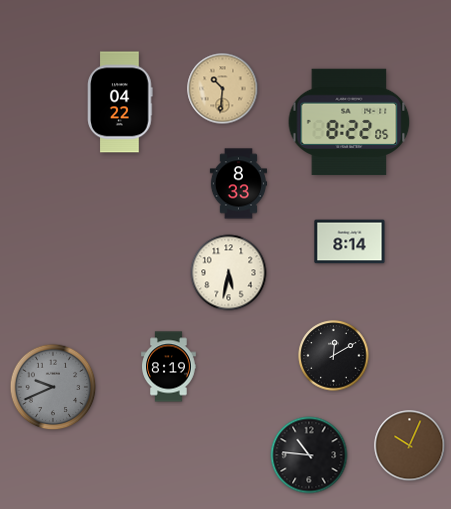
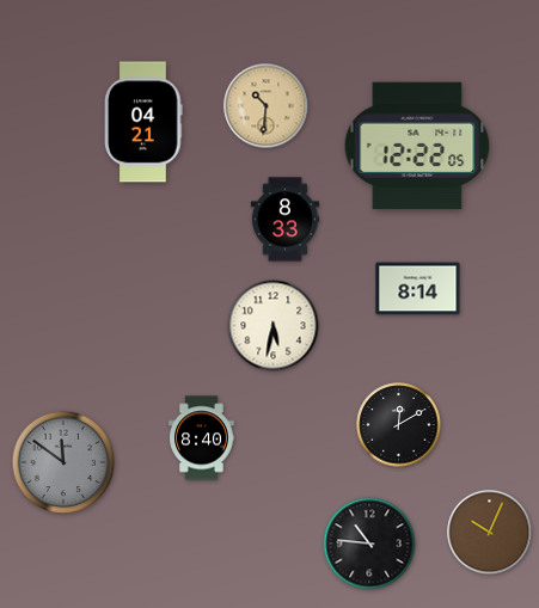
clock at (120, 102): 04:22 -> 04:21
clock at (349, 122): 8:22 -> 12:22
clock at (169, 367): 8:19 -> 8:40
clock at (53, 387): 9:41 -> 11:51
